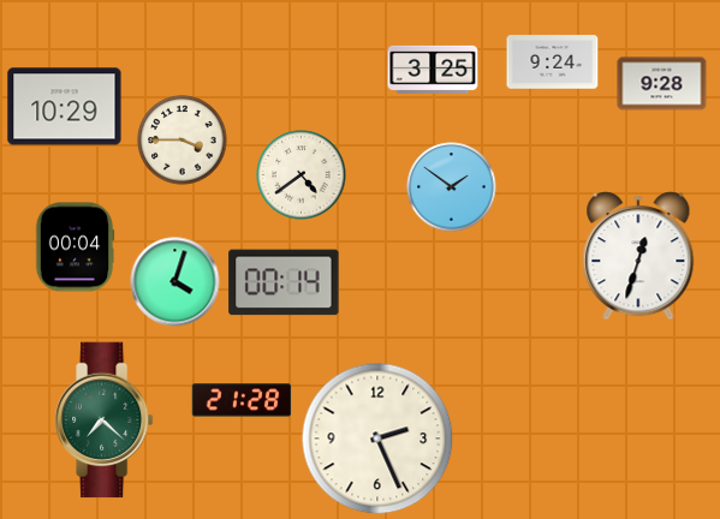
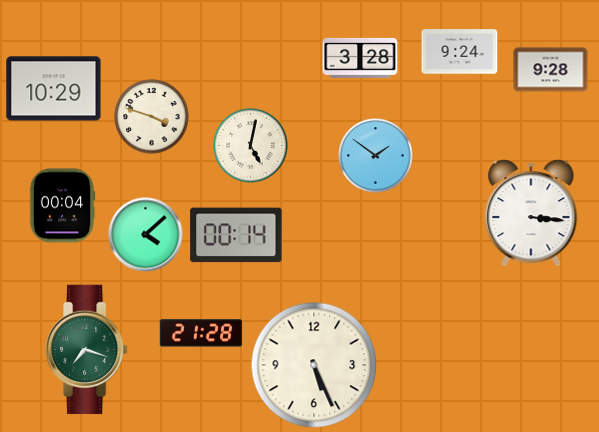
clock at (433, 70): 3:25 -> 3:28
clock at (183, 141): 3:45 -> 3:48
clock at (302, 175): 4:39 -> 5:02
clock at (638, 256): 12:33 -> 3:16
clock at (175, 282): 4:03 -> 4:08
clock at (105, 420): 7:22 -> 7:18
clock at (377, 439): 2:26 -> 5:26
